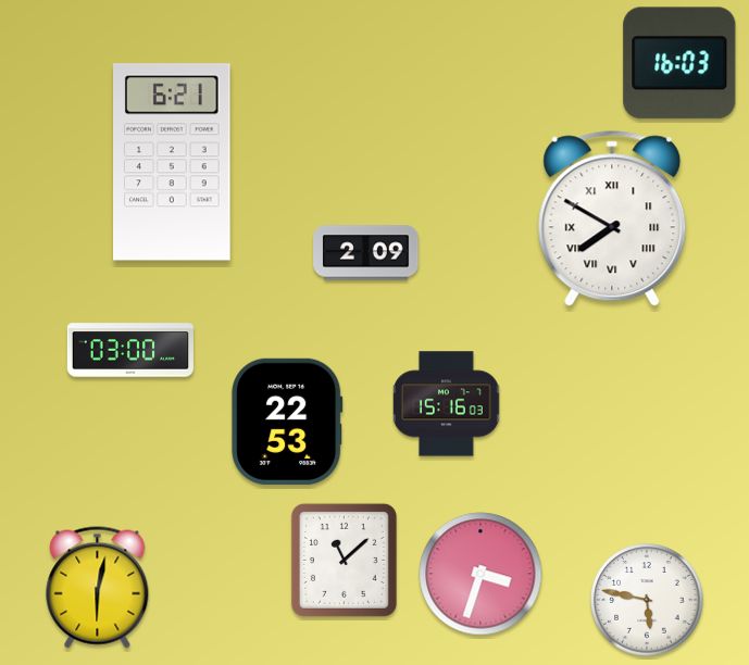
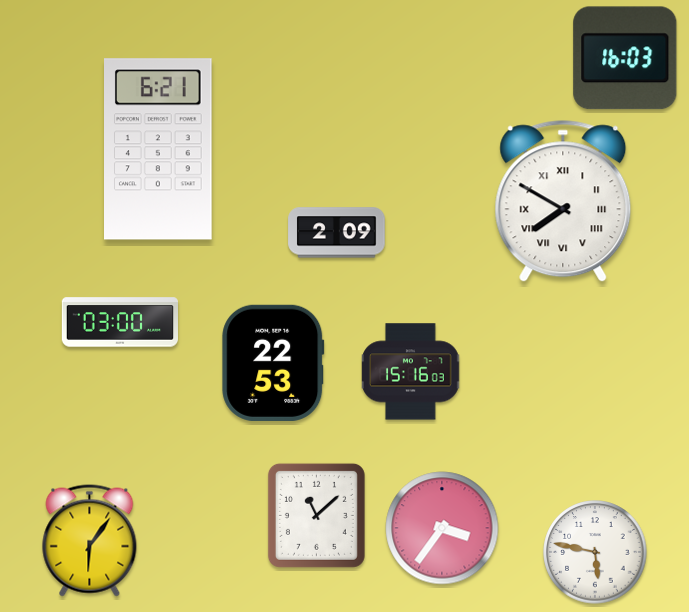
clock at (287, 422) position: (287, 422) -> (273, 363)
clock at (480, 574): 3:33 -> 3:36
clock at (98, 588): 6:02 -> 6:06
